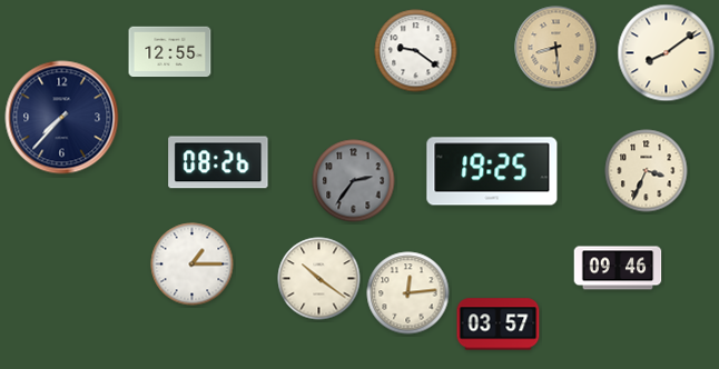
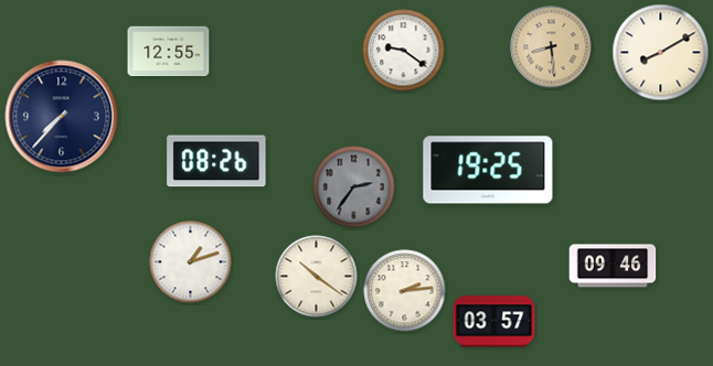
clock at (416, 51) position: (416, 51) -> (404, 51)
clock at (667, 53): 8:09 -> 8:10
clock at (647, 171): 3:34 -> none
clock at (354, 181) position: (354, 181) -> (354, 187)
clock at (193, 265): 1:15 -> 1:12
clock at (408, 293): 12:14 -> 2:14
